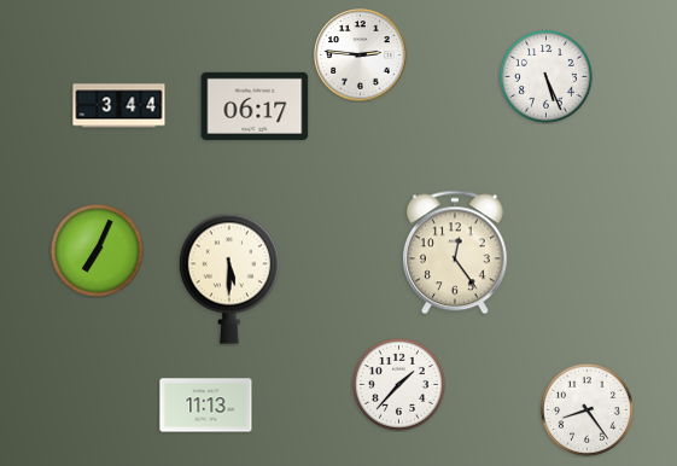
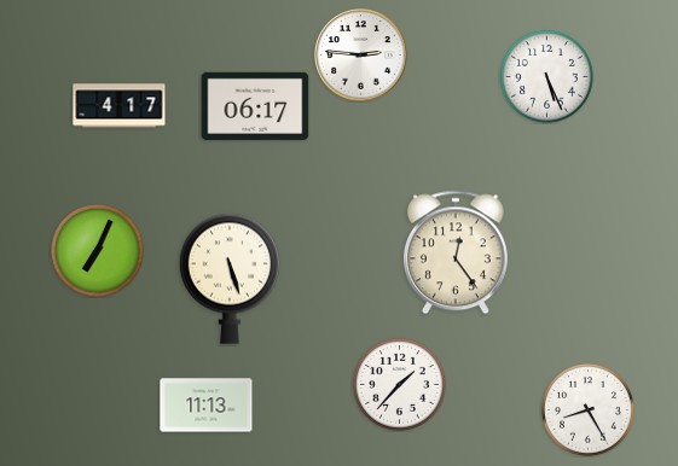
clock at (119, 106): 3:44 -> 4:17
clock at (229, 279): 5:30 -> 5:27
clock at (586, 409): 8:24 -> 8:25
